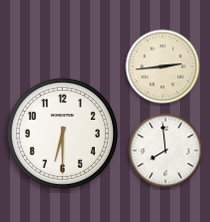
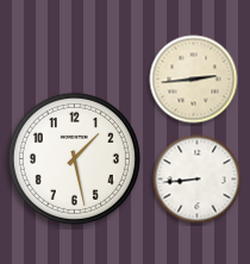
clock at (62, 133): 6:30 -> 1:28
clock at (166, 151): 7:59 -> 8:44
